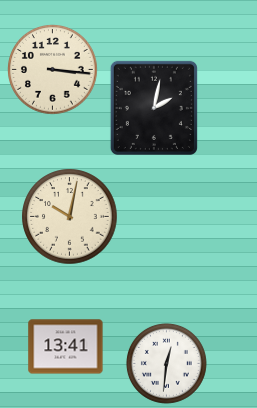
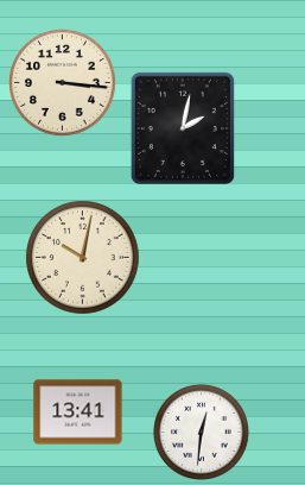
clock at (166, 363) position: (166, 363) -> (201, 432)
